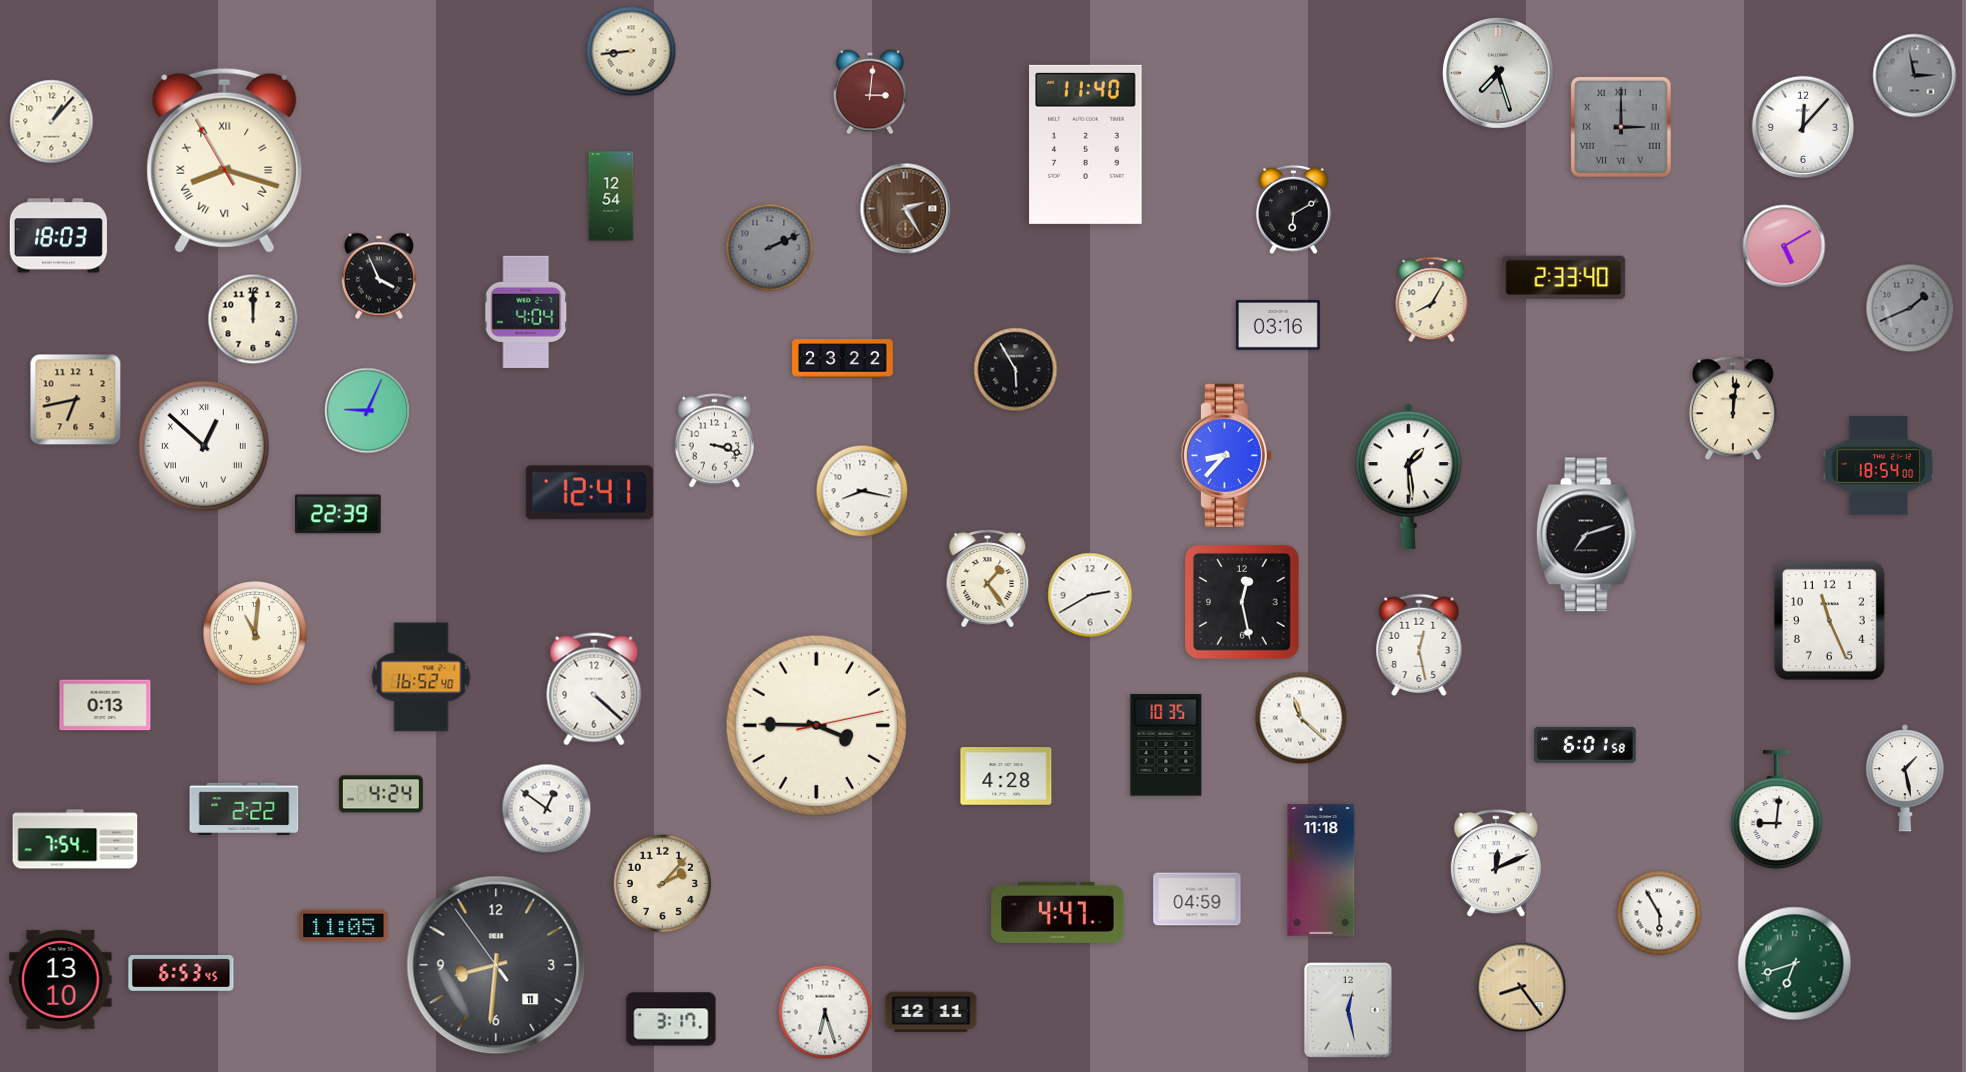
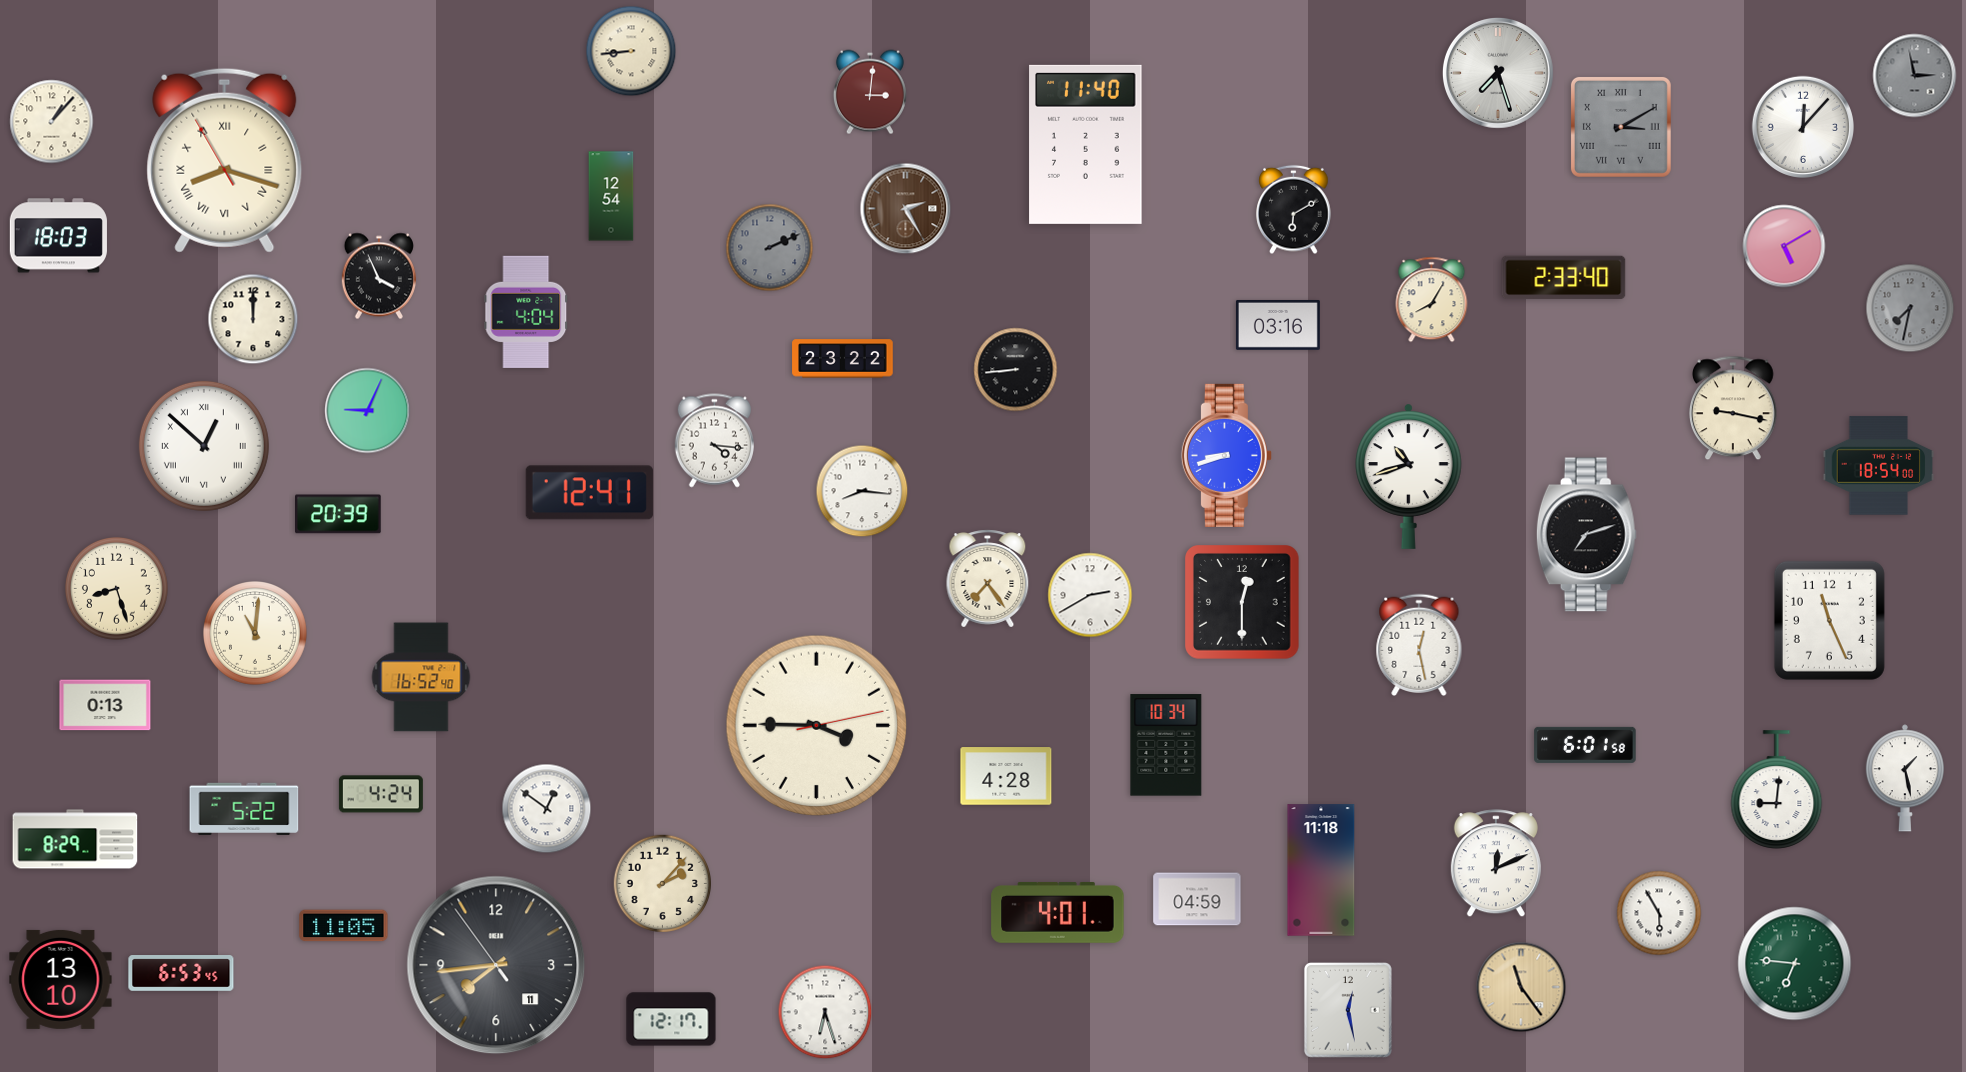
clock at (1621, 127): 3:00 -> 3:10
clock at (1910, 308): 1:41 -> 7:32
clock at (1016, 370): 5:55 -> 8:44
clock at (76, 400): 6:43 -> none
clock at (1734, 408): 12:01 -> 9:17
clock at (714, 441): 3:18 -> 4:16
clock at (1226, 455): 8:37 -> 8:42
clock at (1409, 476): 1:29 -> 10:42
clock at (862, 491): 8:17 -> 8:16
clock at (339, 514): 22:39 -> 20:39
clock at (988, 579): 1:24 -> 7:24
clock at (116, 588): none -> 8:27
clock at (1243, 603): 12:28 -> 12:30
clock at (594, 689): 4:22 -> none
clock at (1301, 718): 11:22 -> none
clock at (1166, 745): 10:35 -> 10:34
clock at (244, 809): 2:22 -> 5:22
clock at (1777, 810) position: (1777, 810) -> (1777, 790)
clock at (75, 839): 7:54 -> 8:29
clock at (1058, 912): 4:47 -> 4:01
clock at (1795, 964): 6:42 -> 6:46
clock at (496, 965): 8:30 -> 7:43
clock at (1521, 987): 8:24 -> 11:24
clock at (931, 1012): 12:11 -> none
clock at (671, 1019): 3:17 -> 12:17
